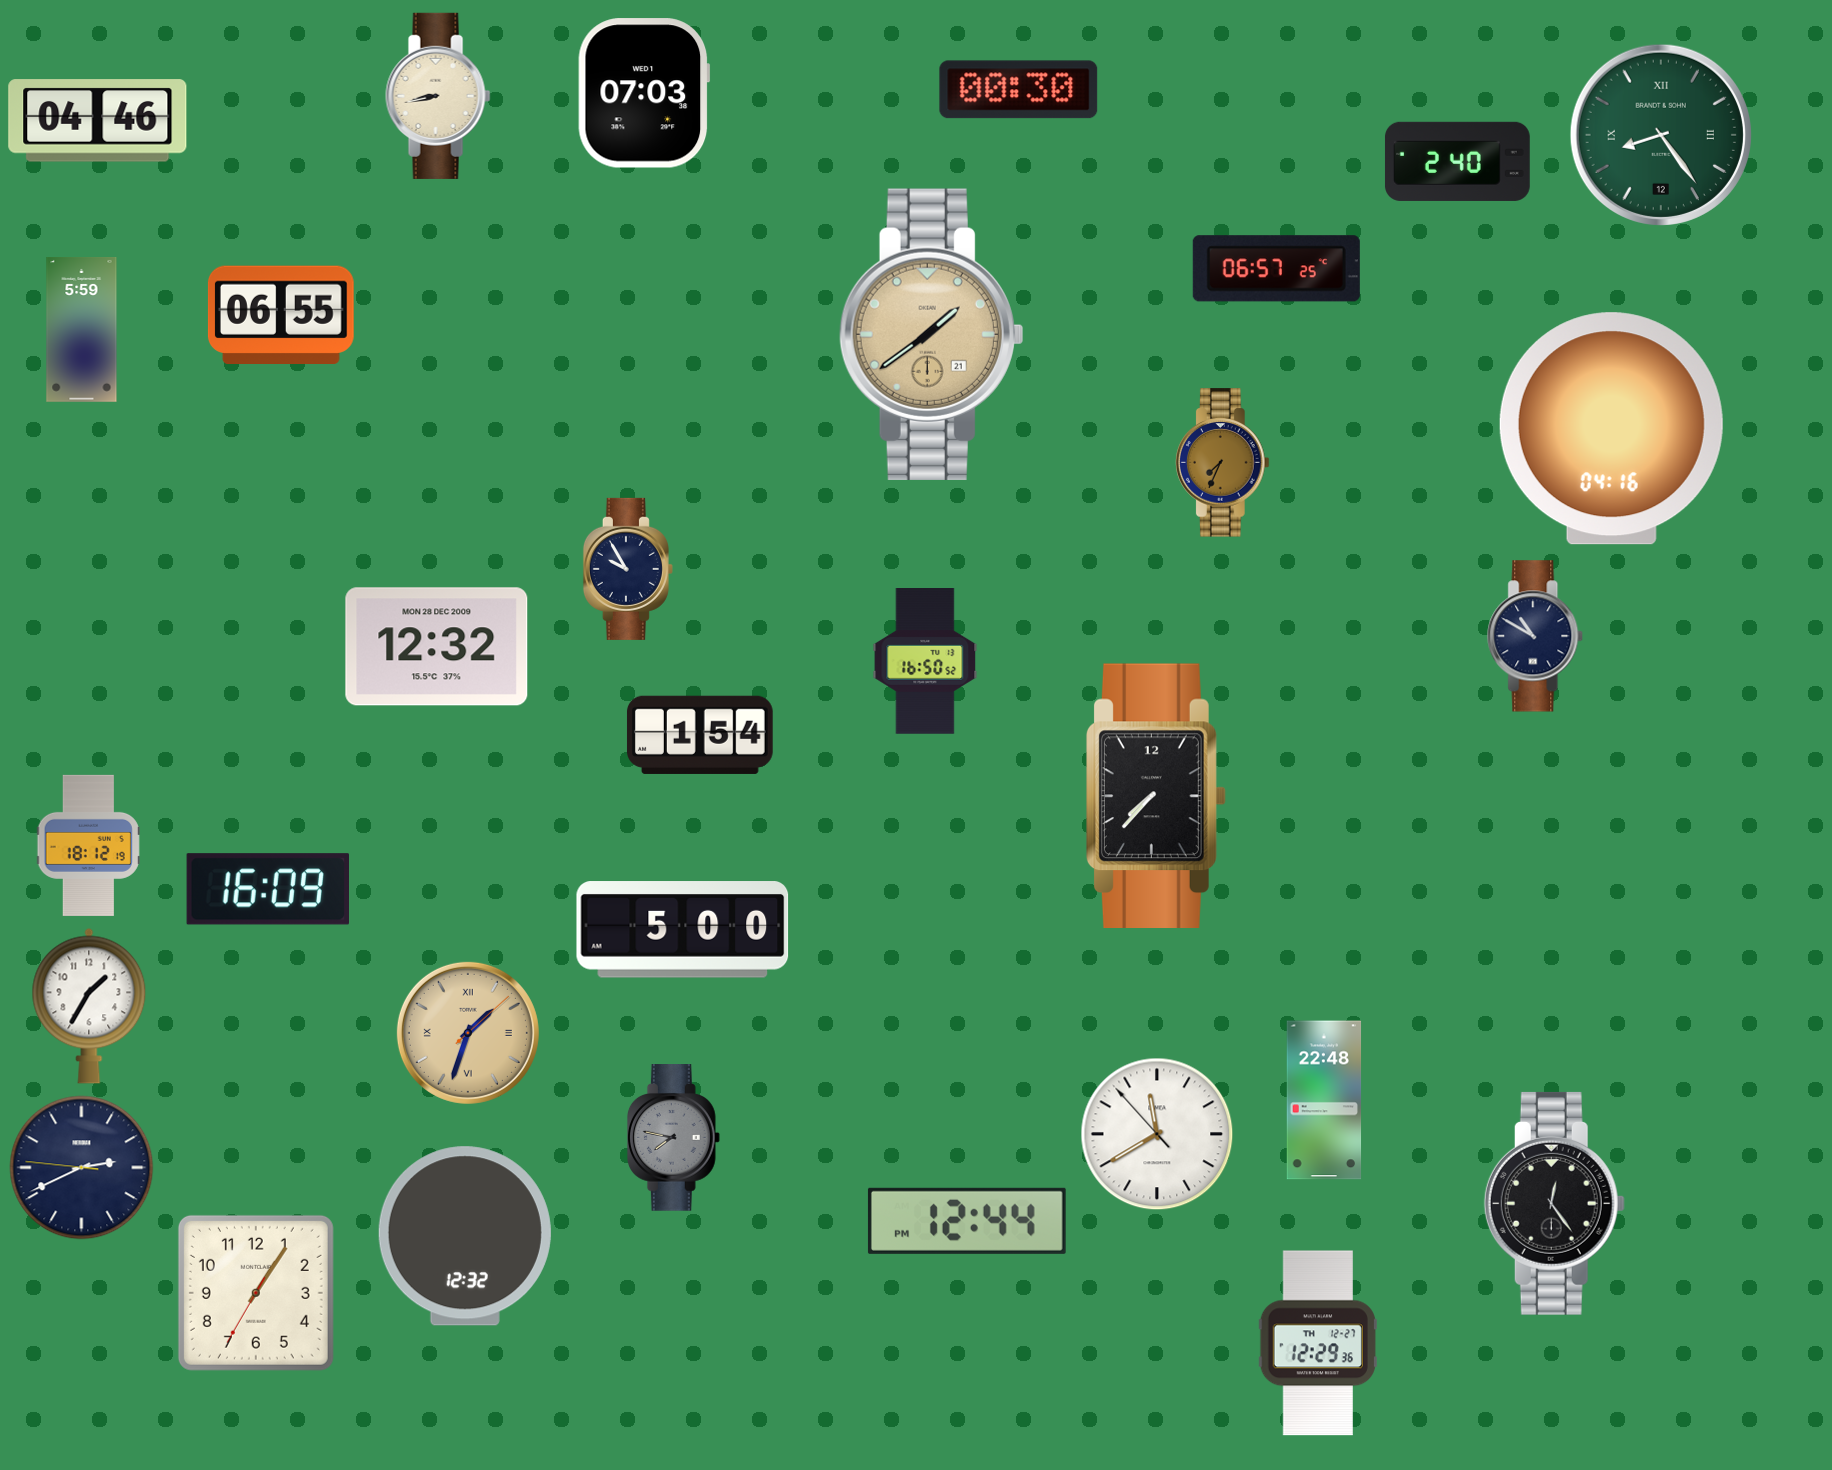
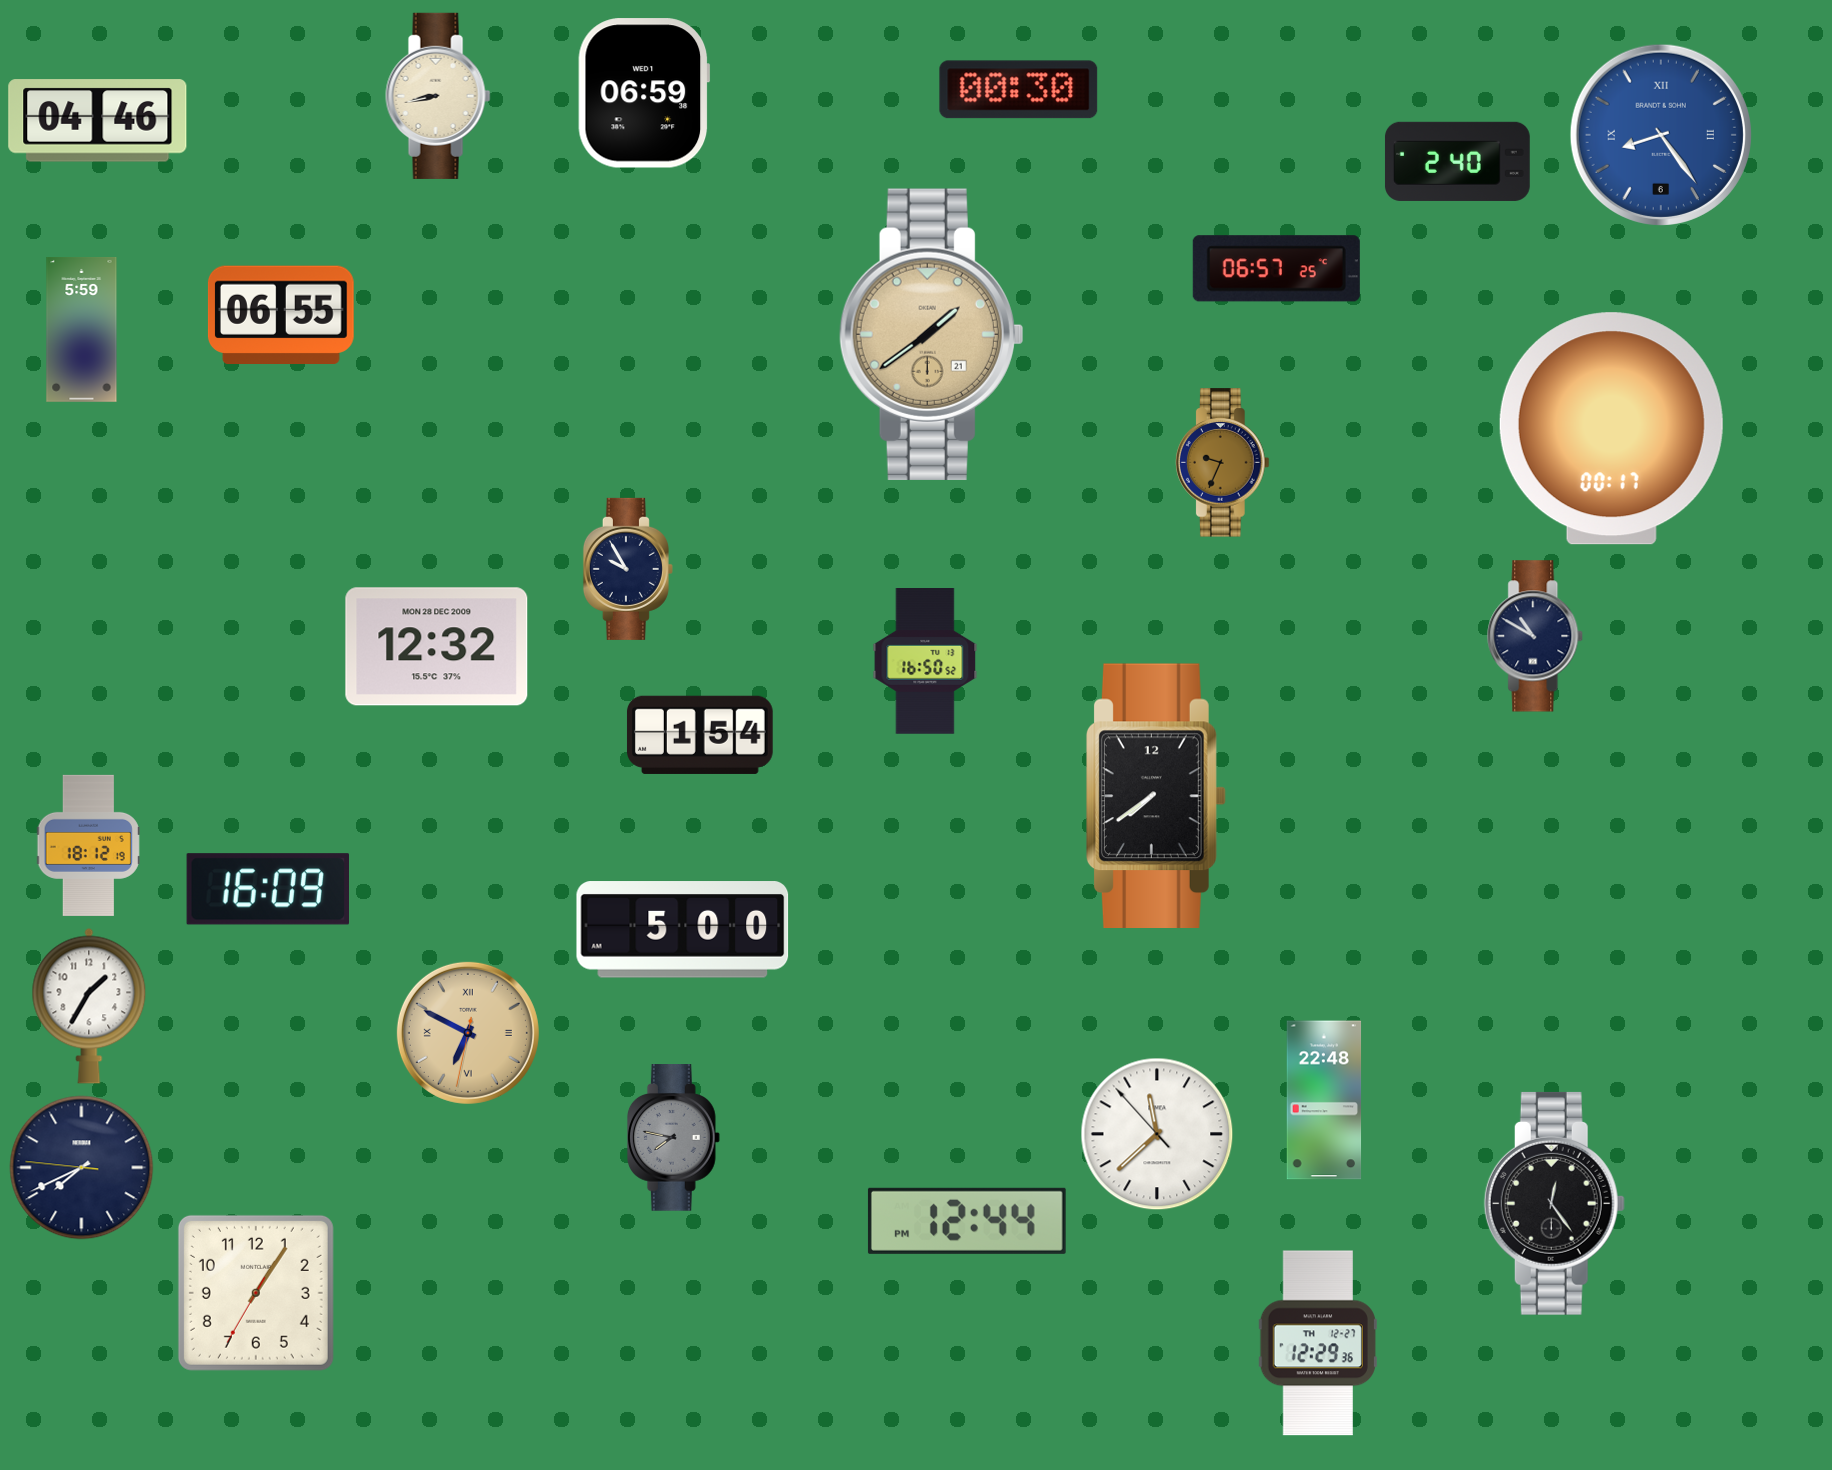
clock at (644, 93): 07:03 -> 06:59
clock at (1661, 135) date: 12 -> 6
clock at (1661, 135) dial: green -> blue
clock at (1611, 429): 04:16 -> 00:17
clock at (1222, 463): 7:34 -> 9:34
clock at (1156, 795): 7:37 -> 7:39
clock at (468, 1033): 1:33 -> 6:49
clock at (1157, 1134): 11:39 -> 11:37
clock at (82, 1168): 2:40 -> 7:40
clock at (465, 1236): 12:32 -> none
